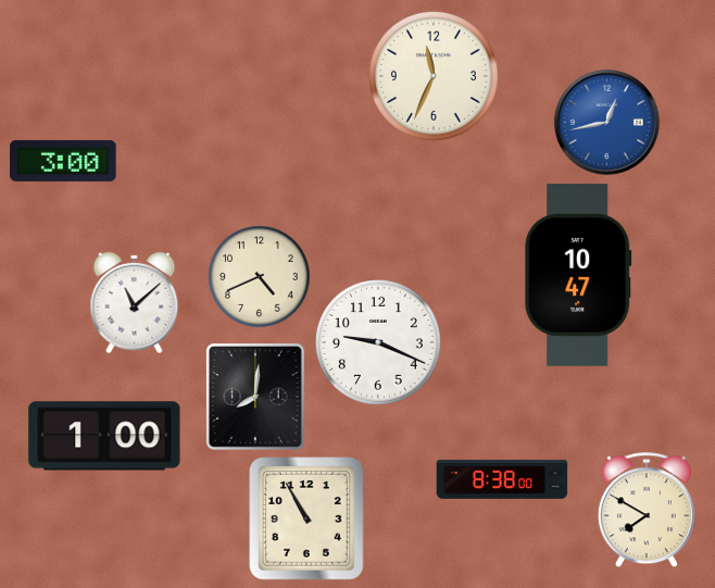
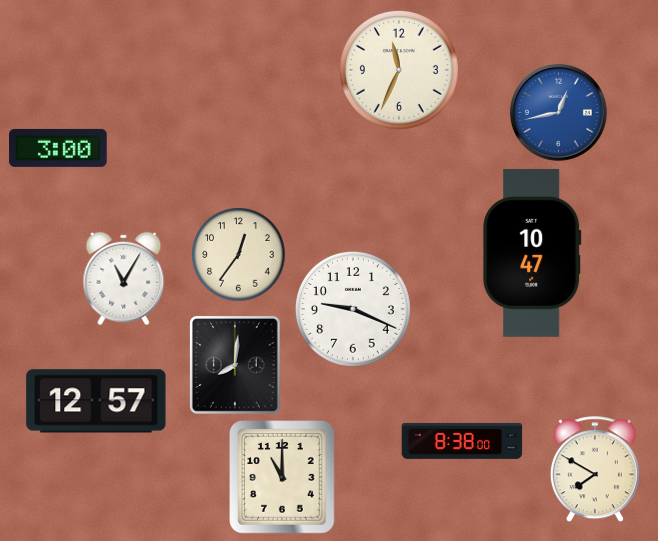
clock at (260, 277): 4:41 -> 12:36
clock at (135, 303): 11:08 -> 11:05
clock at (378, 342) position: (378, 342) -> (353, 309)
clock at (104, 436): 1:00 -> 12:57
clock at (306, 518): 10:55 -> 11:00
